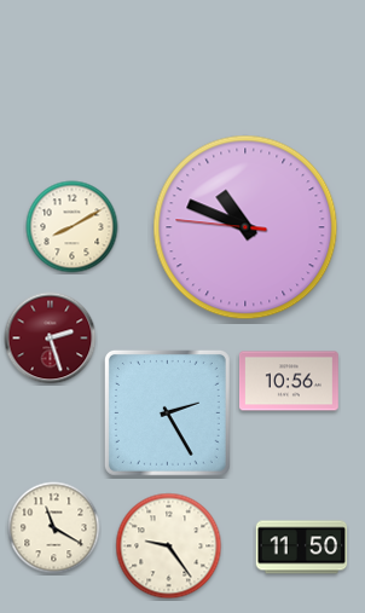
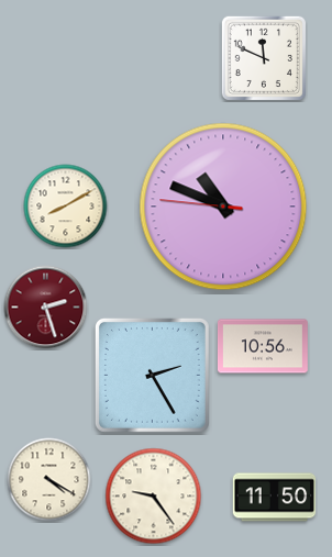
clock at (264, 58): none -> 11:49
clock at (54, 528): 11:20 -> 4:20
